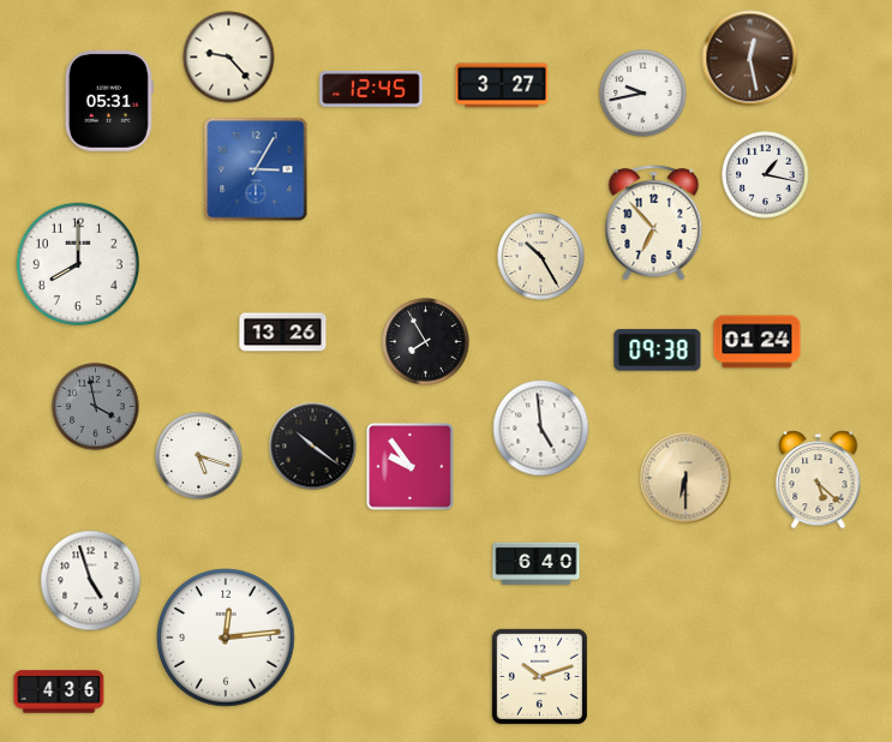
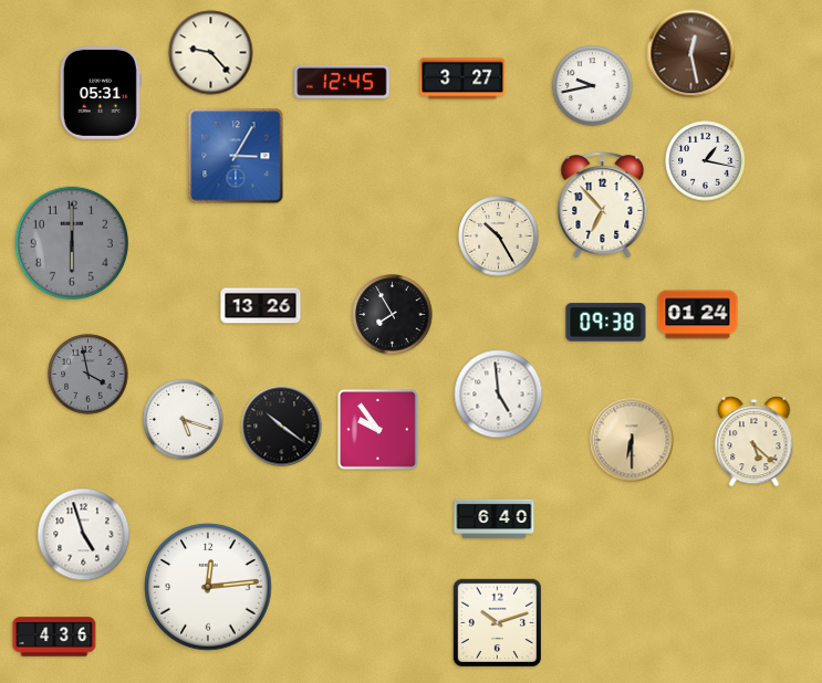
clock at (77, 263): 8:00 -> 6:00
clock at (77, 263) dial: white -> grey
clock at (313, 447) position: (313, 447) -> (282, 427)
